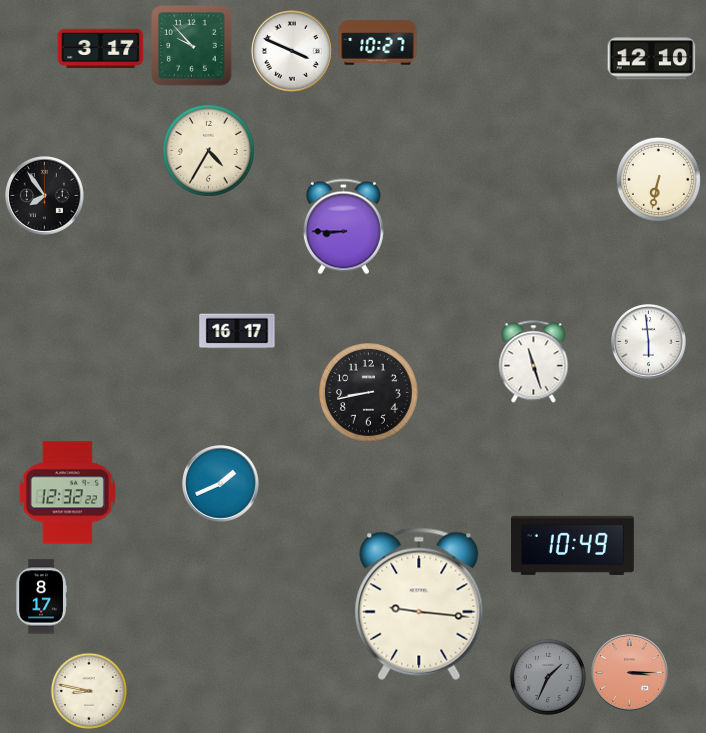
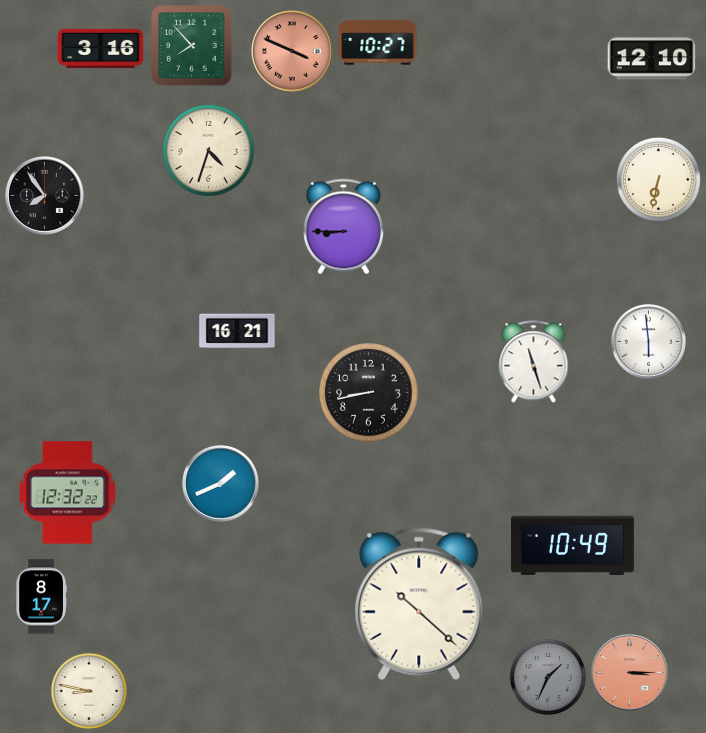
clock at (192, 46): 9:53 -> 7:53
clock at (101, 49): 3:17 -> 3:16
clock at (293, 52) dial: white -> salmon
clock at (208, 150): 4:35 -> 4:33
clock at (237, 331): 16:17 -> 16:21
clock at (419, 604): 9:16 -> 10:22
